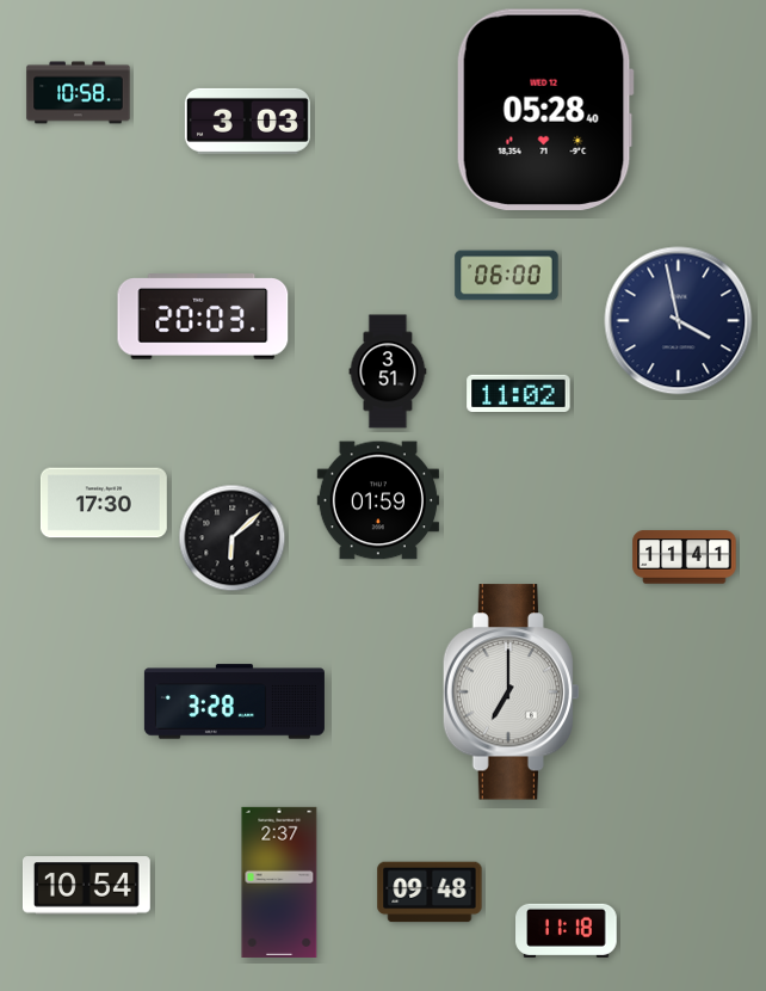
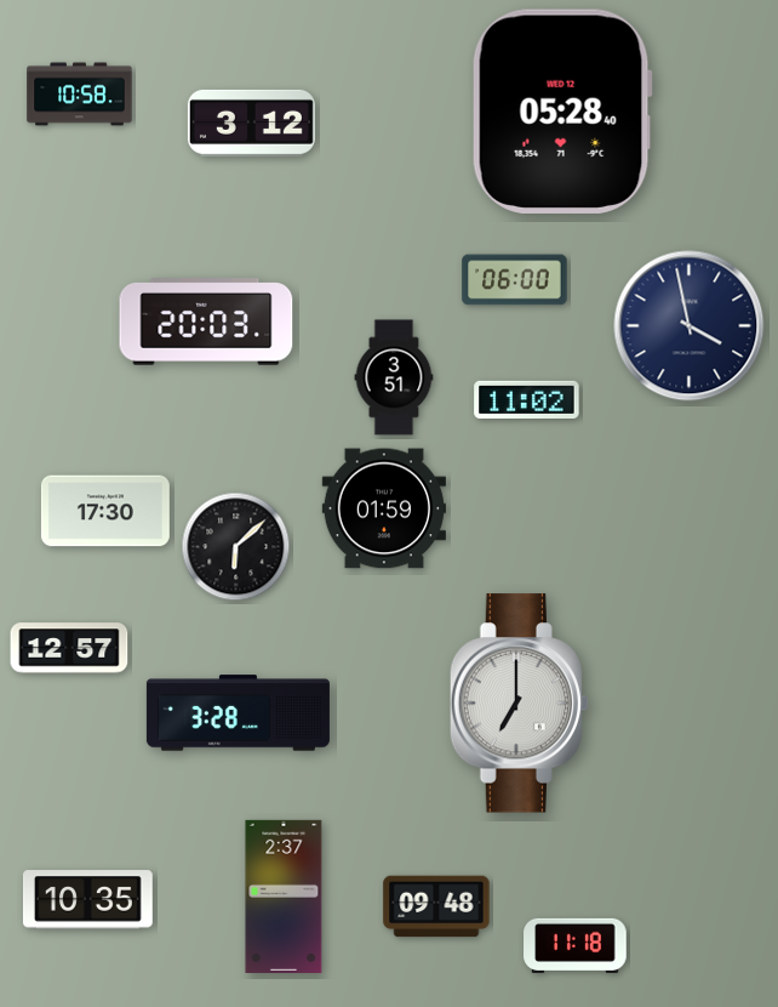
clock at (545, 109) position: (545, 109) -> (562, 110)
clock at (247, 121): 3:03 -> 3:12
clock at (685, 558): 11:41 -> none
clock at (69, 648): none -> 12:57
clock at (86, 886): 10:54 -> 10:35
